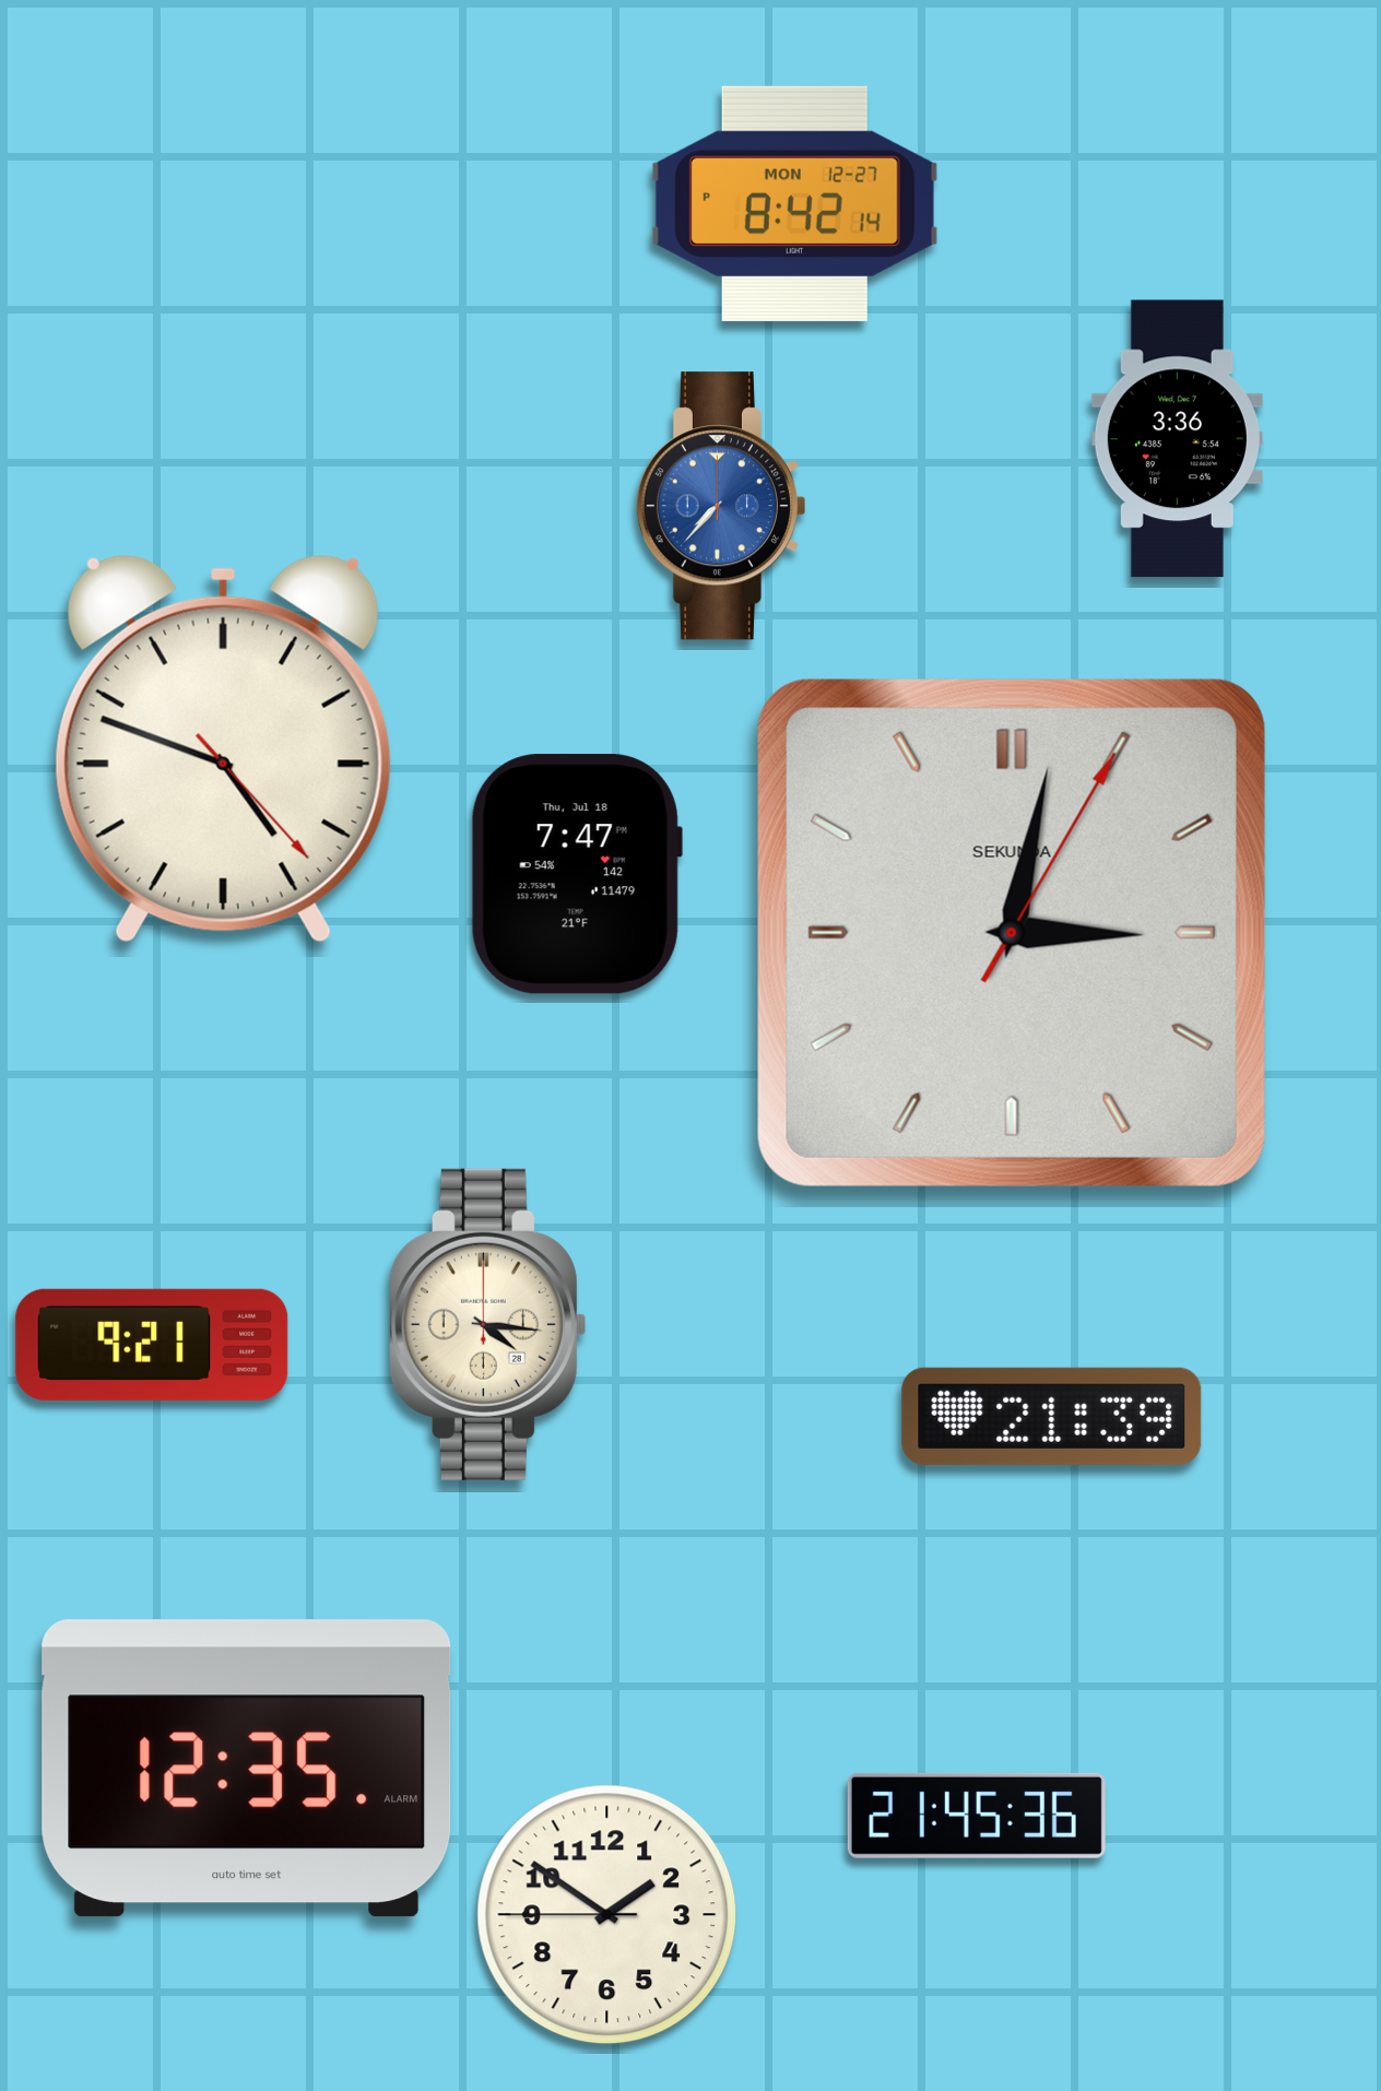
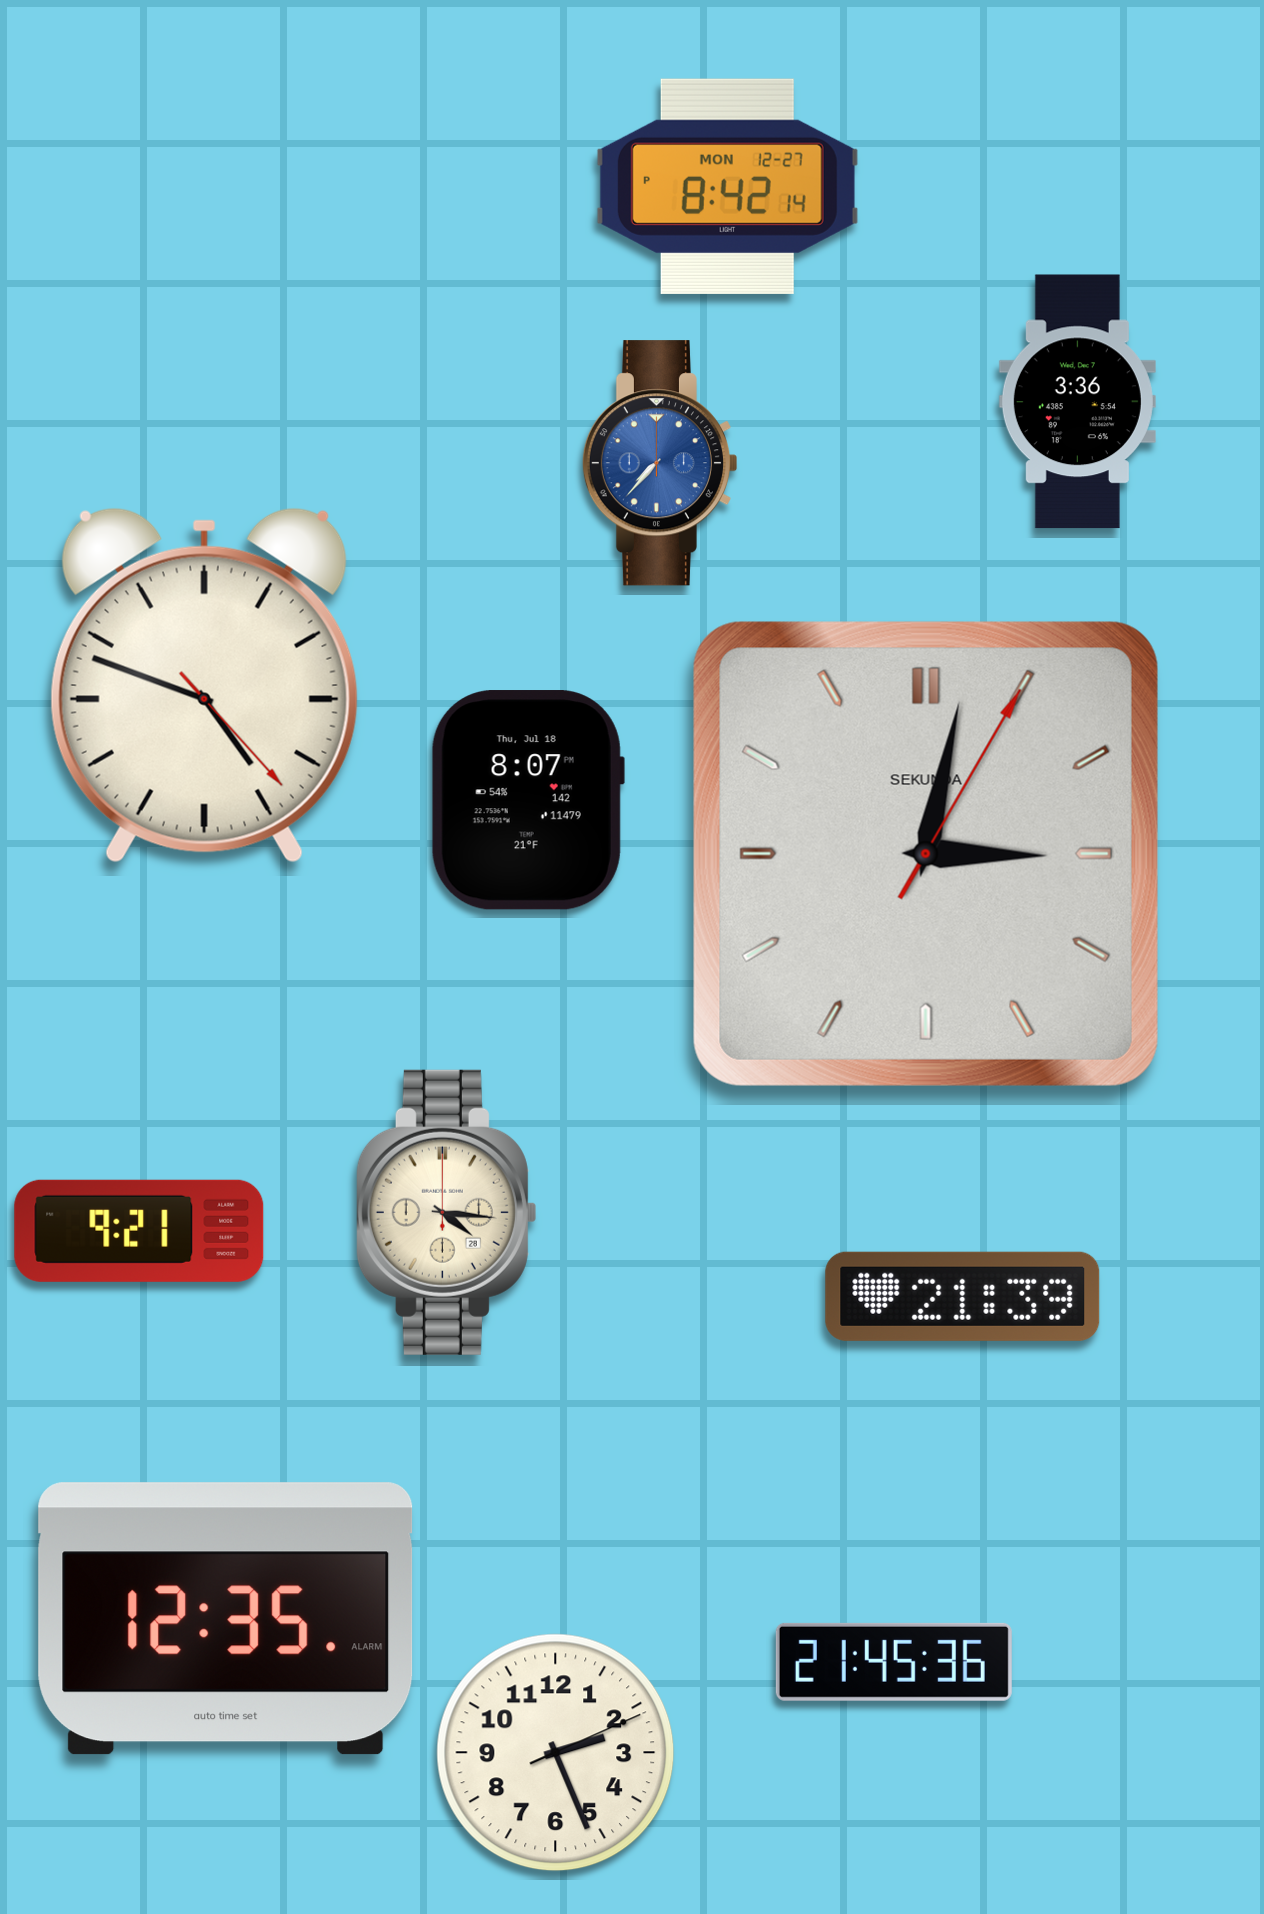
clock at (577, 874): 7:47 -> 8:07
clock at (607, 1915): 1:50 -> 2:26
